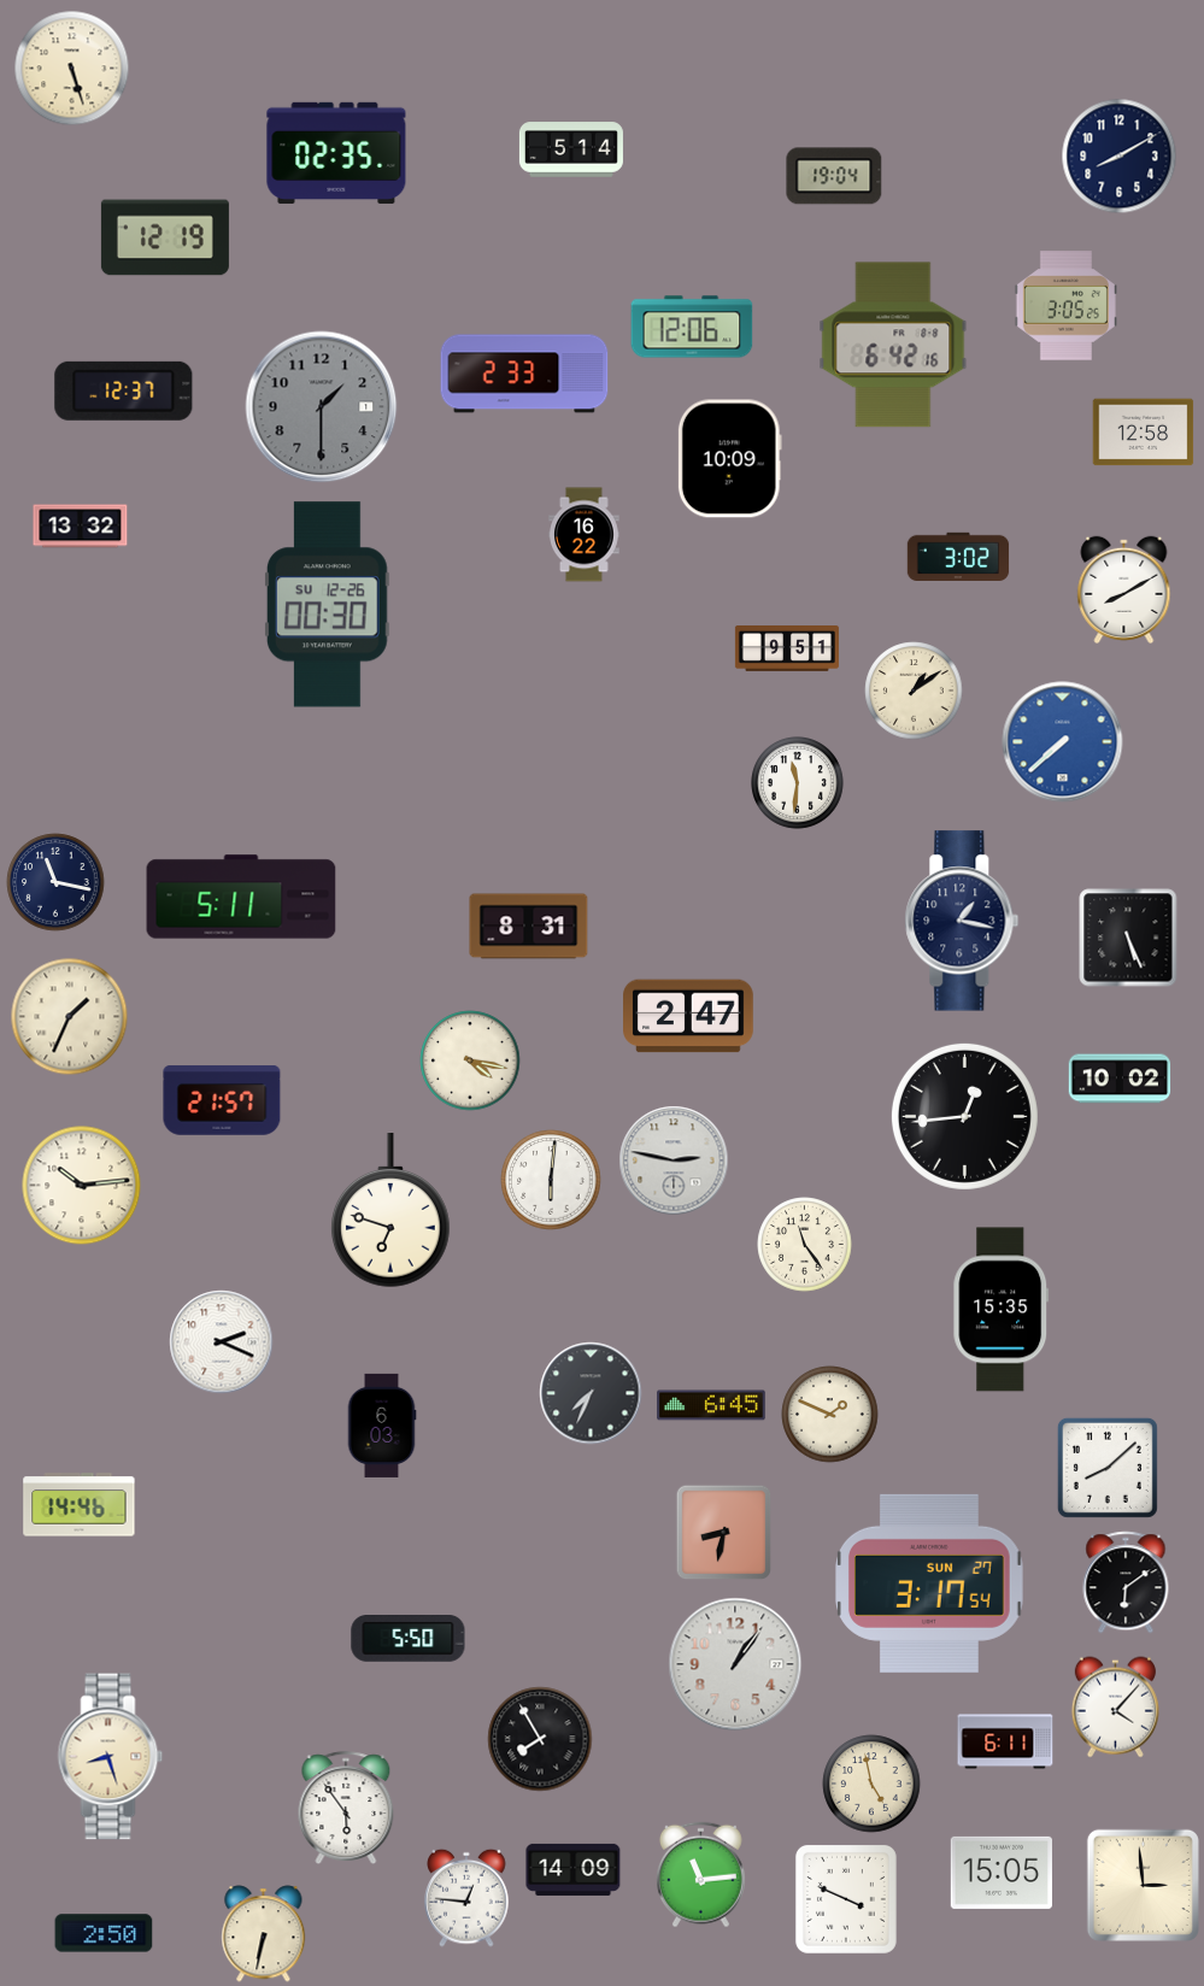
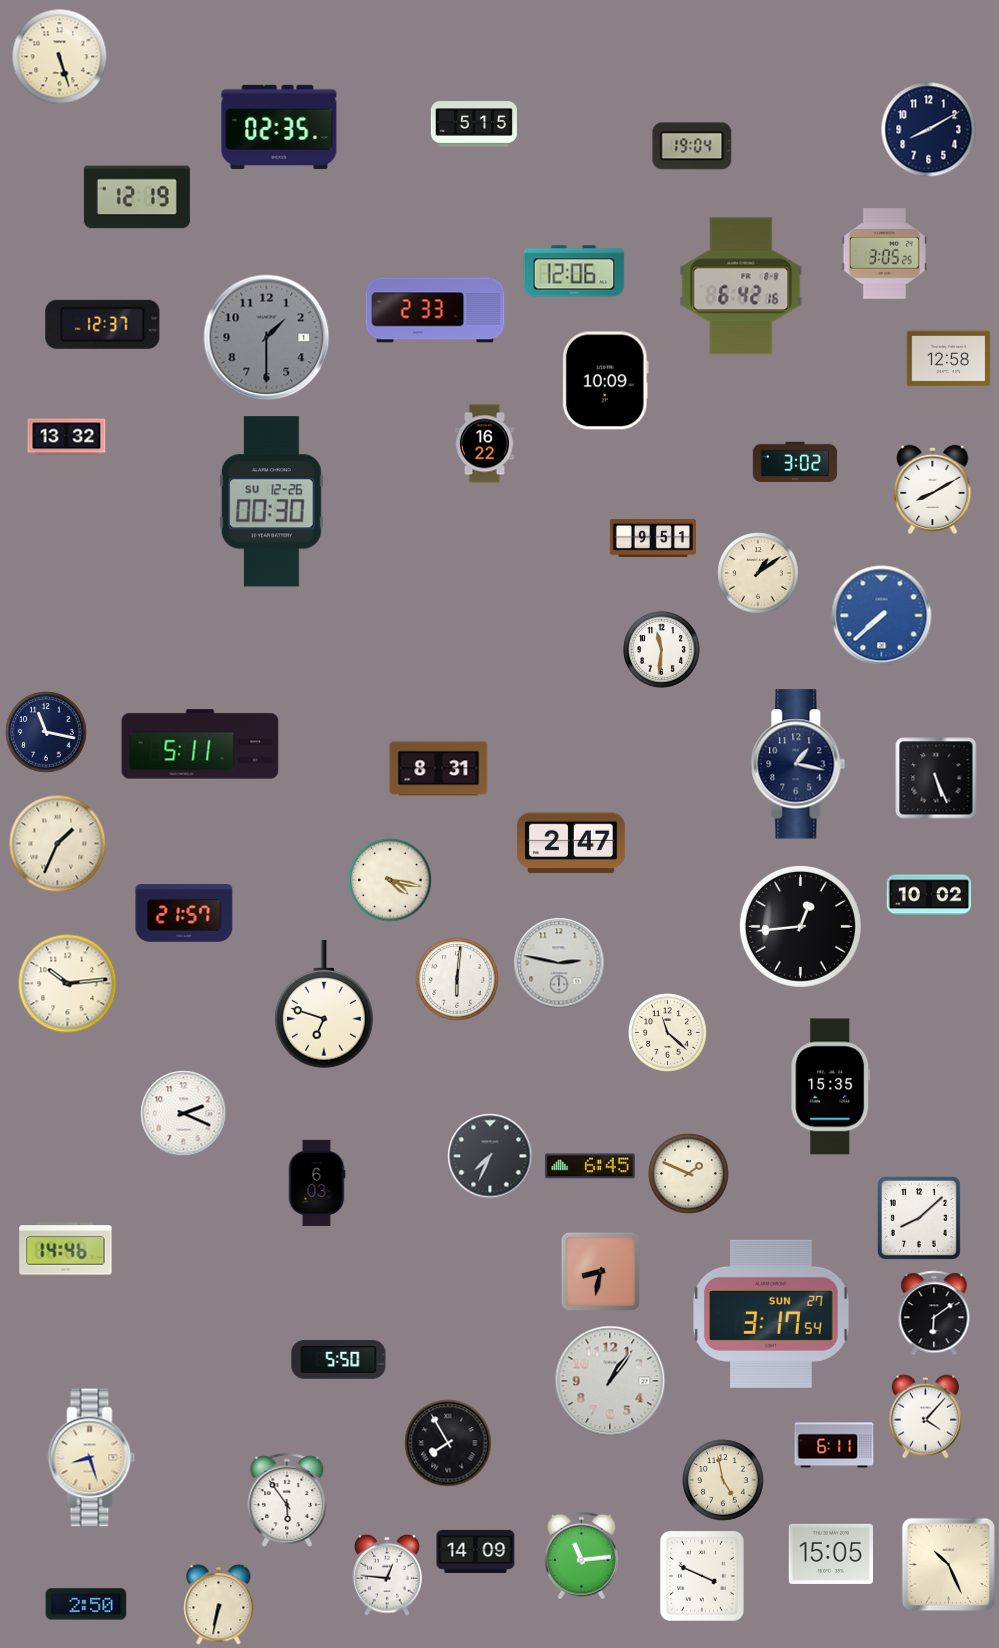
clock at (571, 149): 5:14 -> 5:15
clock at (805, 1245): 11:24 -> 11:22
clock at (1143, 1885): 2:59 -> 10:26
